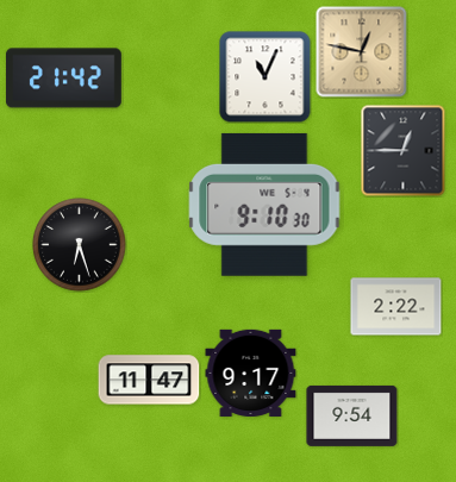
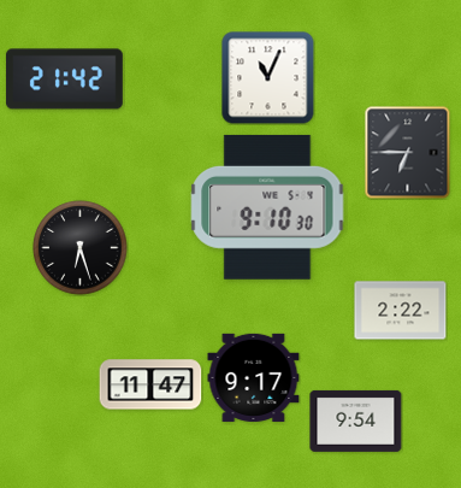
clock at (362, 52): 12:47 -> none
clock at (404, 151): 12:45 -> 6:45
